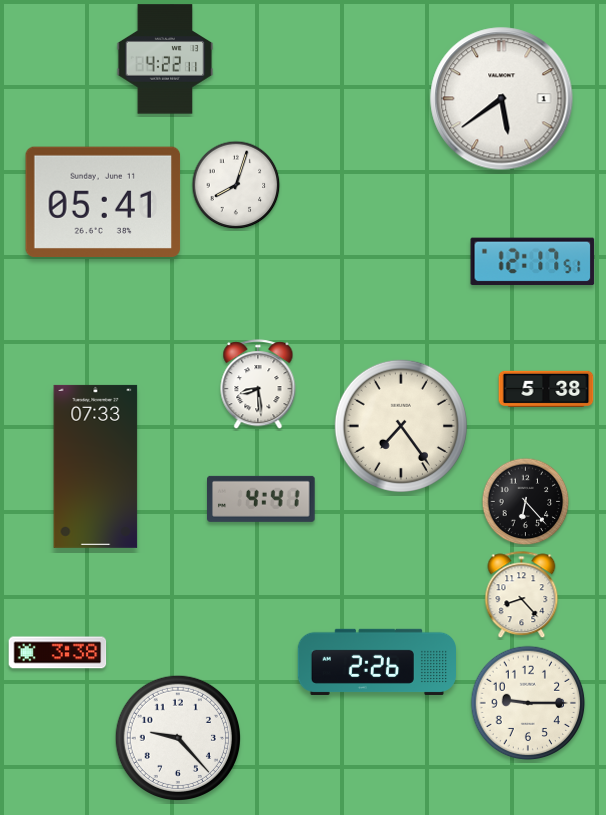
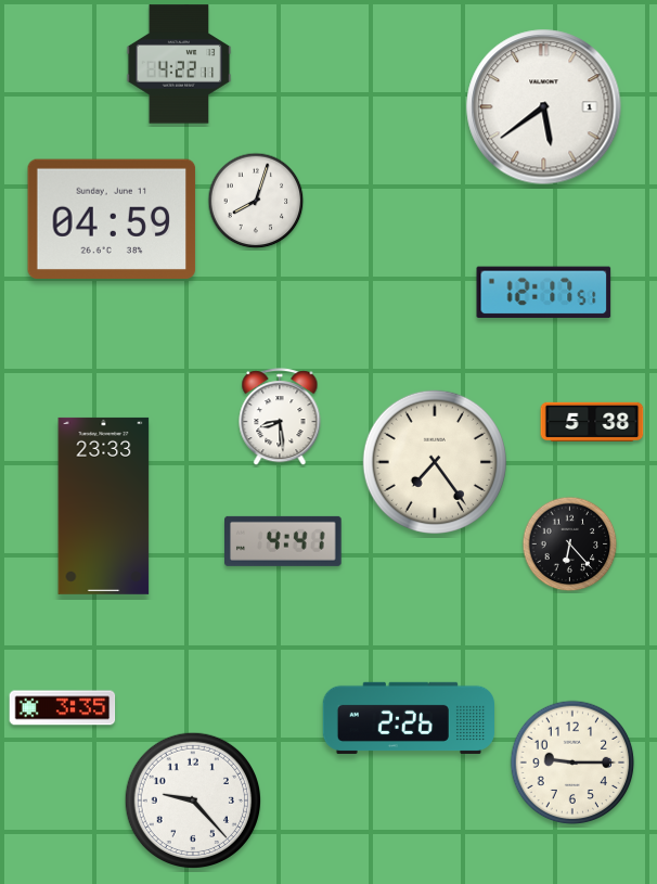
clock at (103, 201): 05:41 -> 04:59
clock at (533, 262) position: (533, 262) -> (544, 293)
clock at (96, 466): 07:33 -> 23:33
clock at (522, 595): 8:23 -> none
clock at (58, 653): 3:38 -> 3:35
